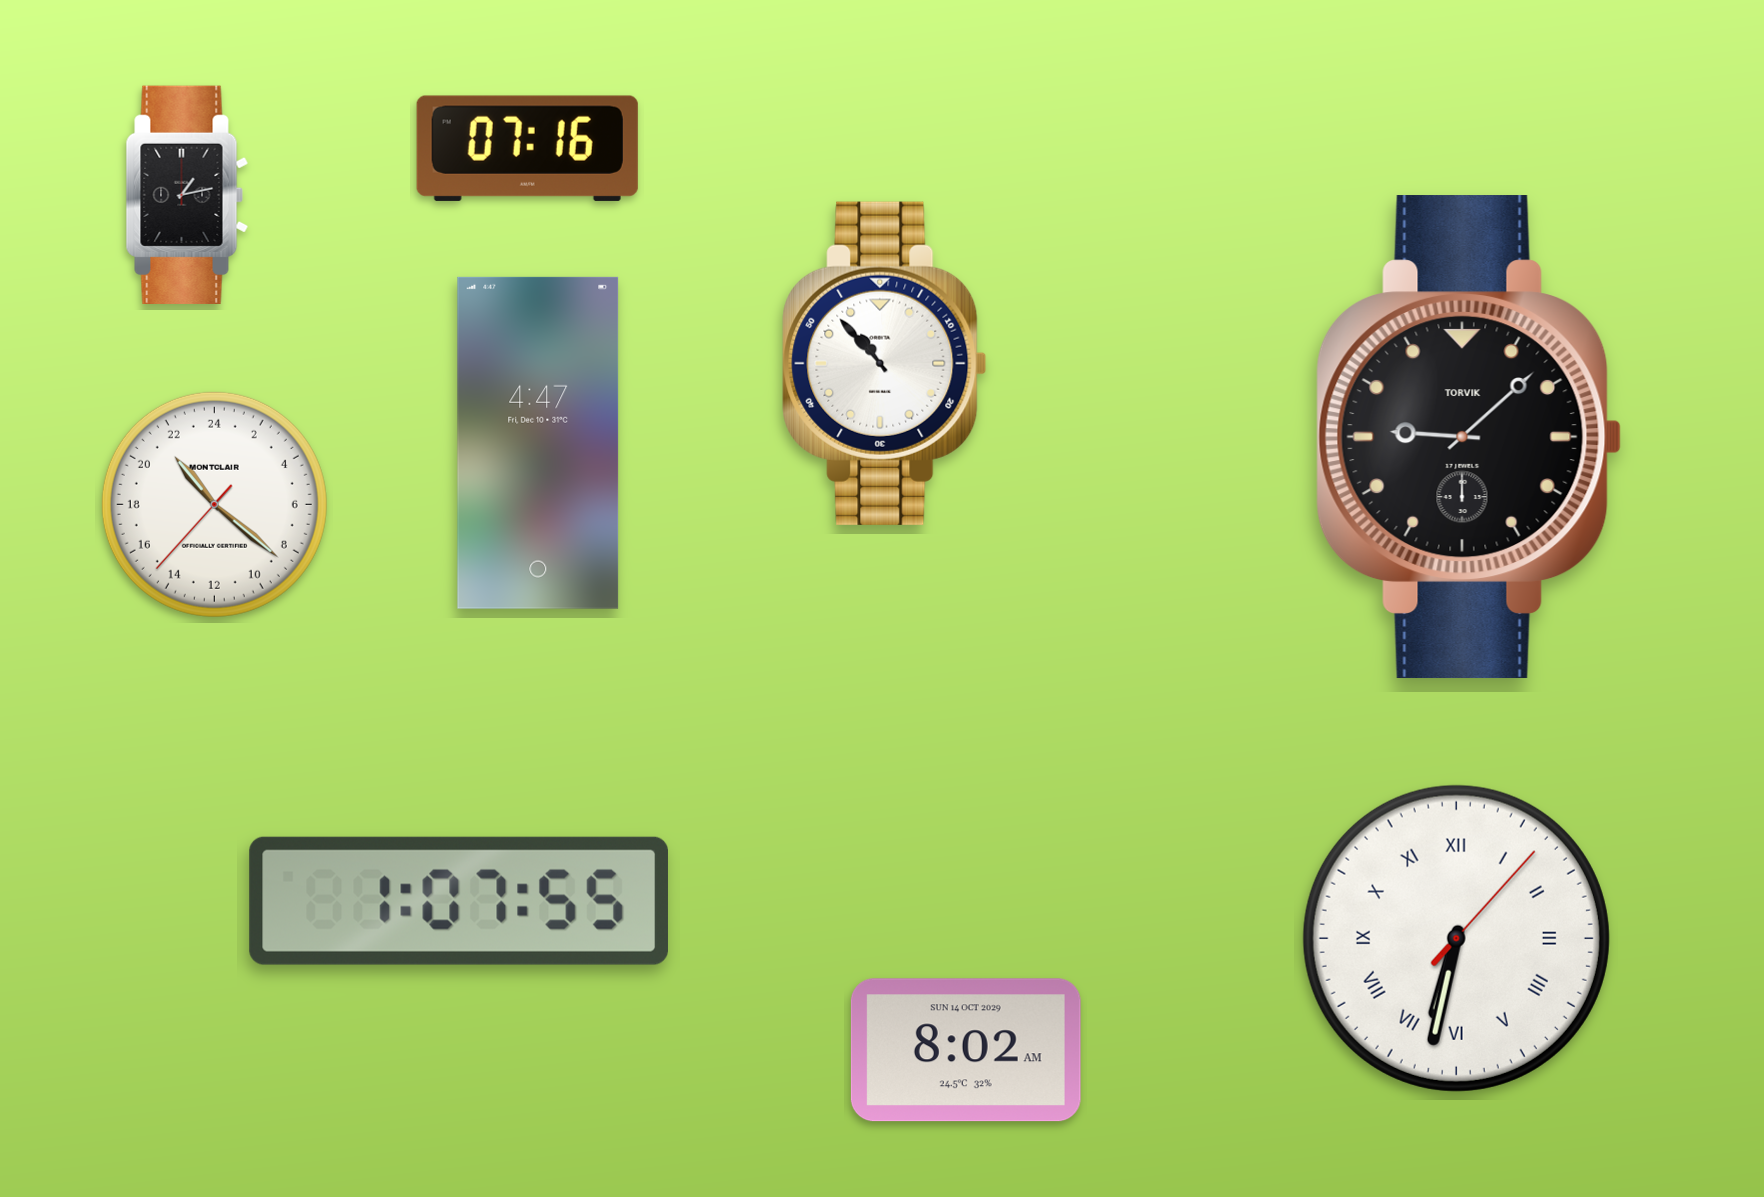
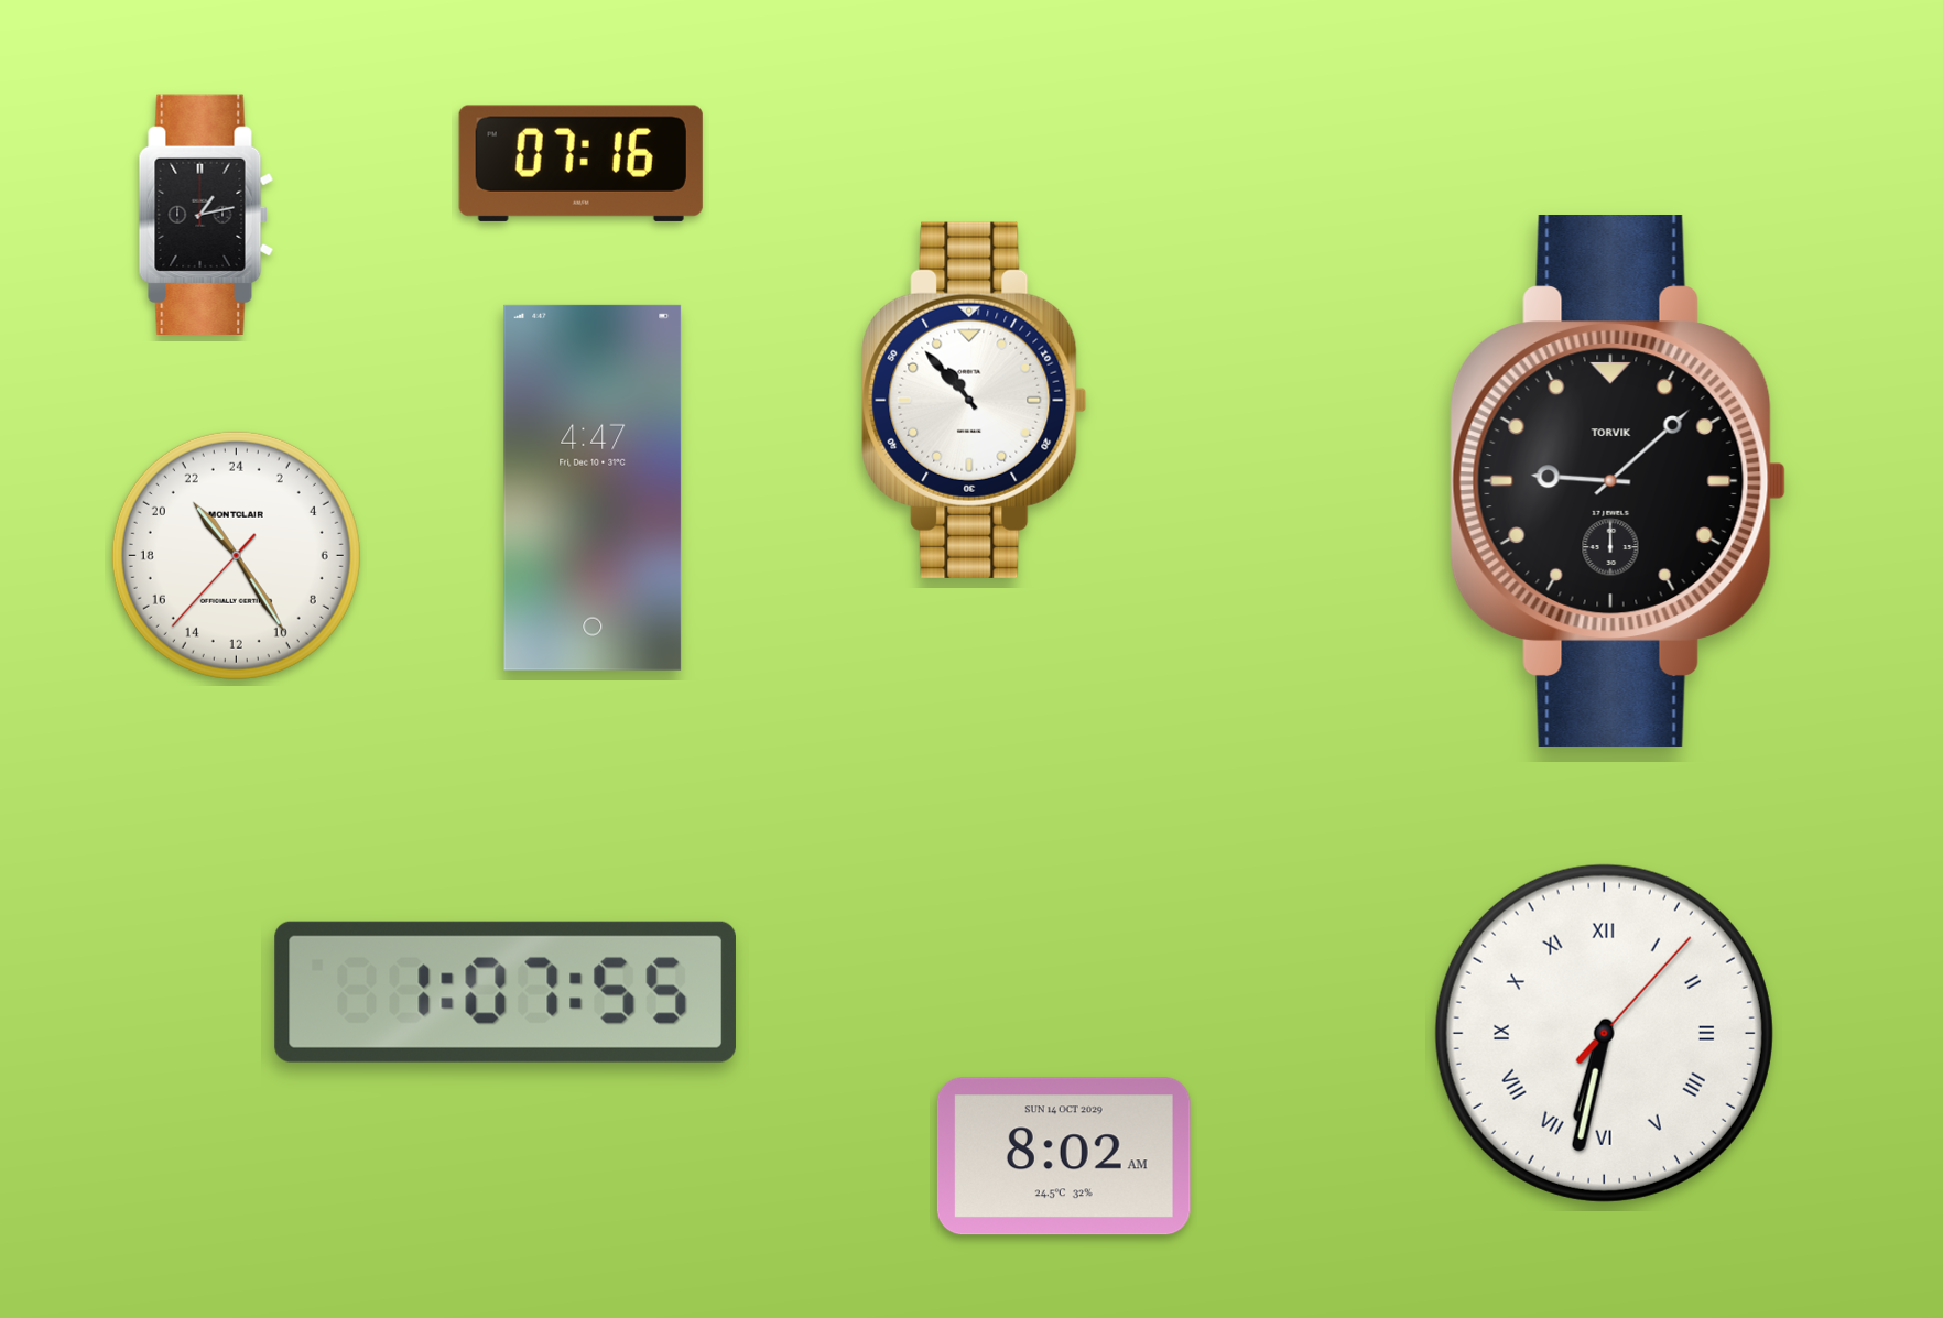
clock at (214, 504): 21:21 -> 21:24
